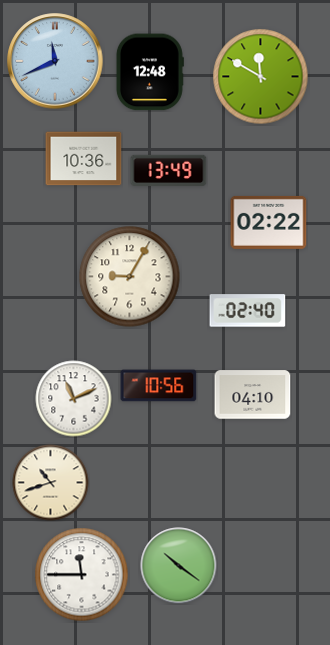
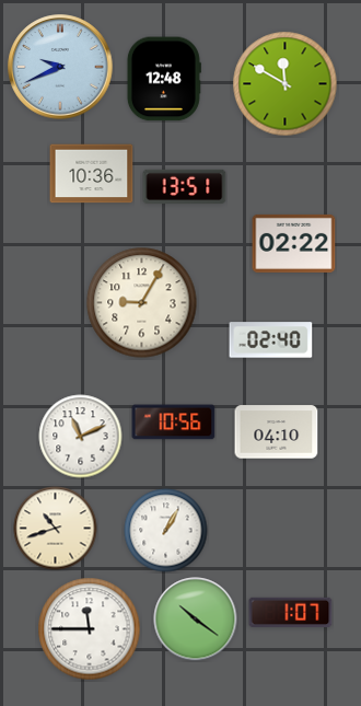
clock at (55, 61): 11:41 -> 9:41
clock at (169, 170): 13:49 -> 13:51
clock at (166, 531): none -> 1:05
clock at (291, 612): none -> 1:07
